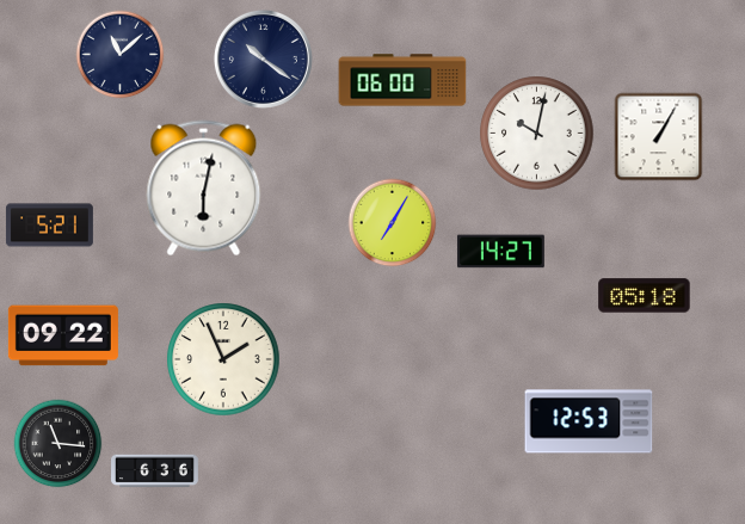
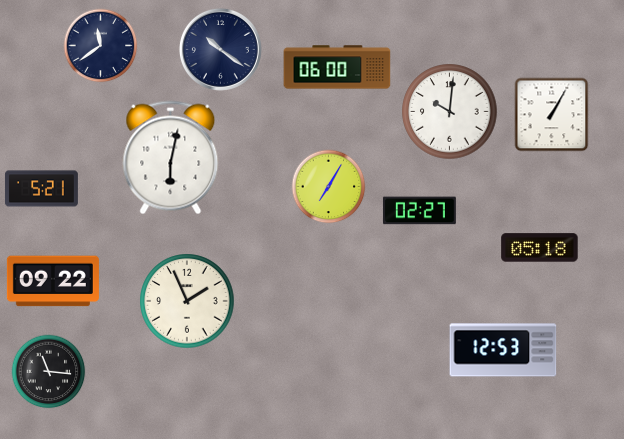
clock at (121, 55): 11:08 -> 11:39
clock at (537, 134): 10:02 -> 10:01
clock at (500, 252): 14:27 -> 02:27
clock at (589, 421) position: (589, 421) -> (503, 350)
clock at (155, 471): 6:36 -> none
